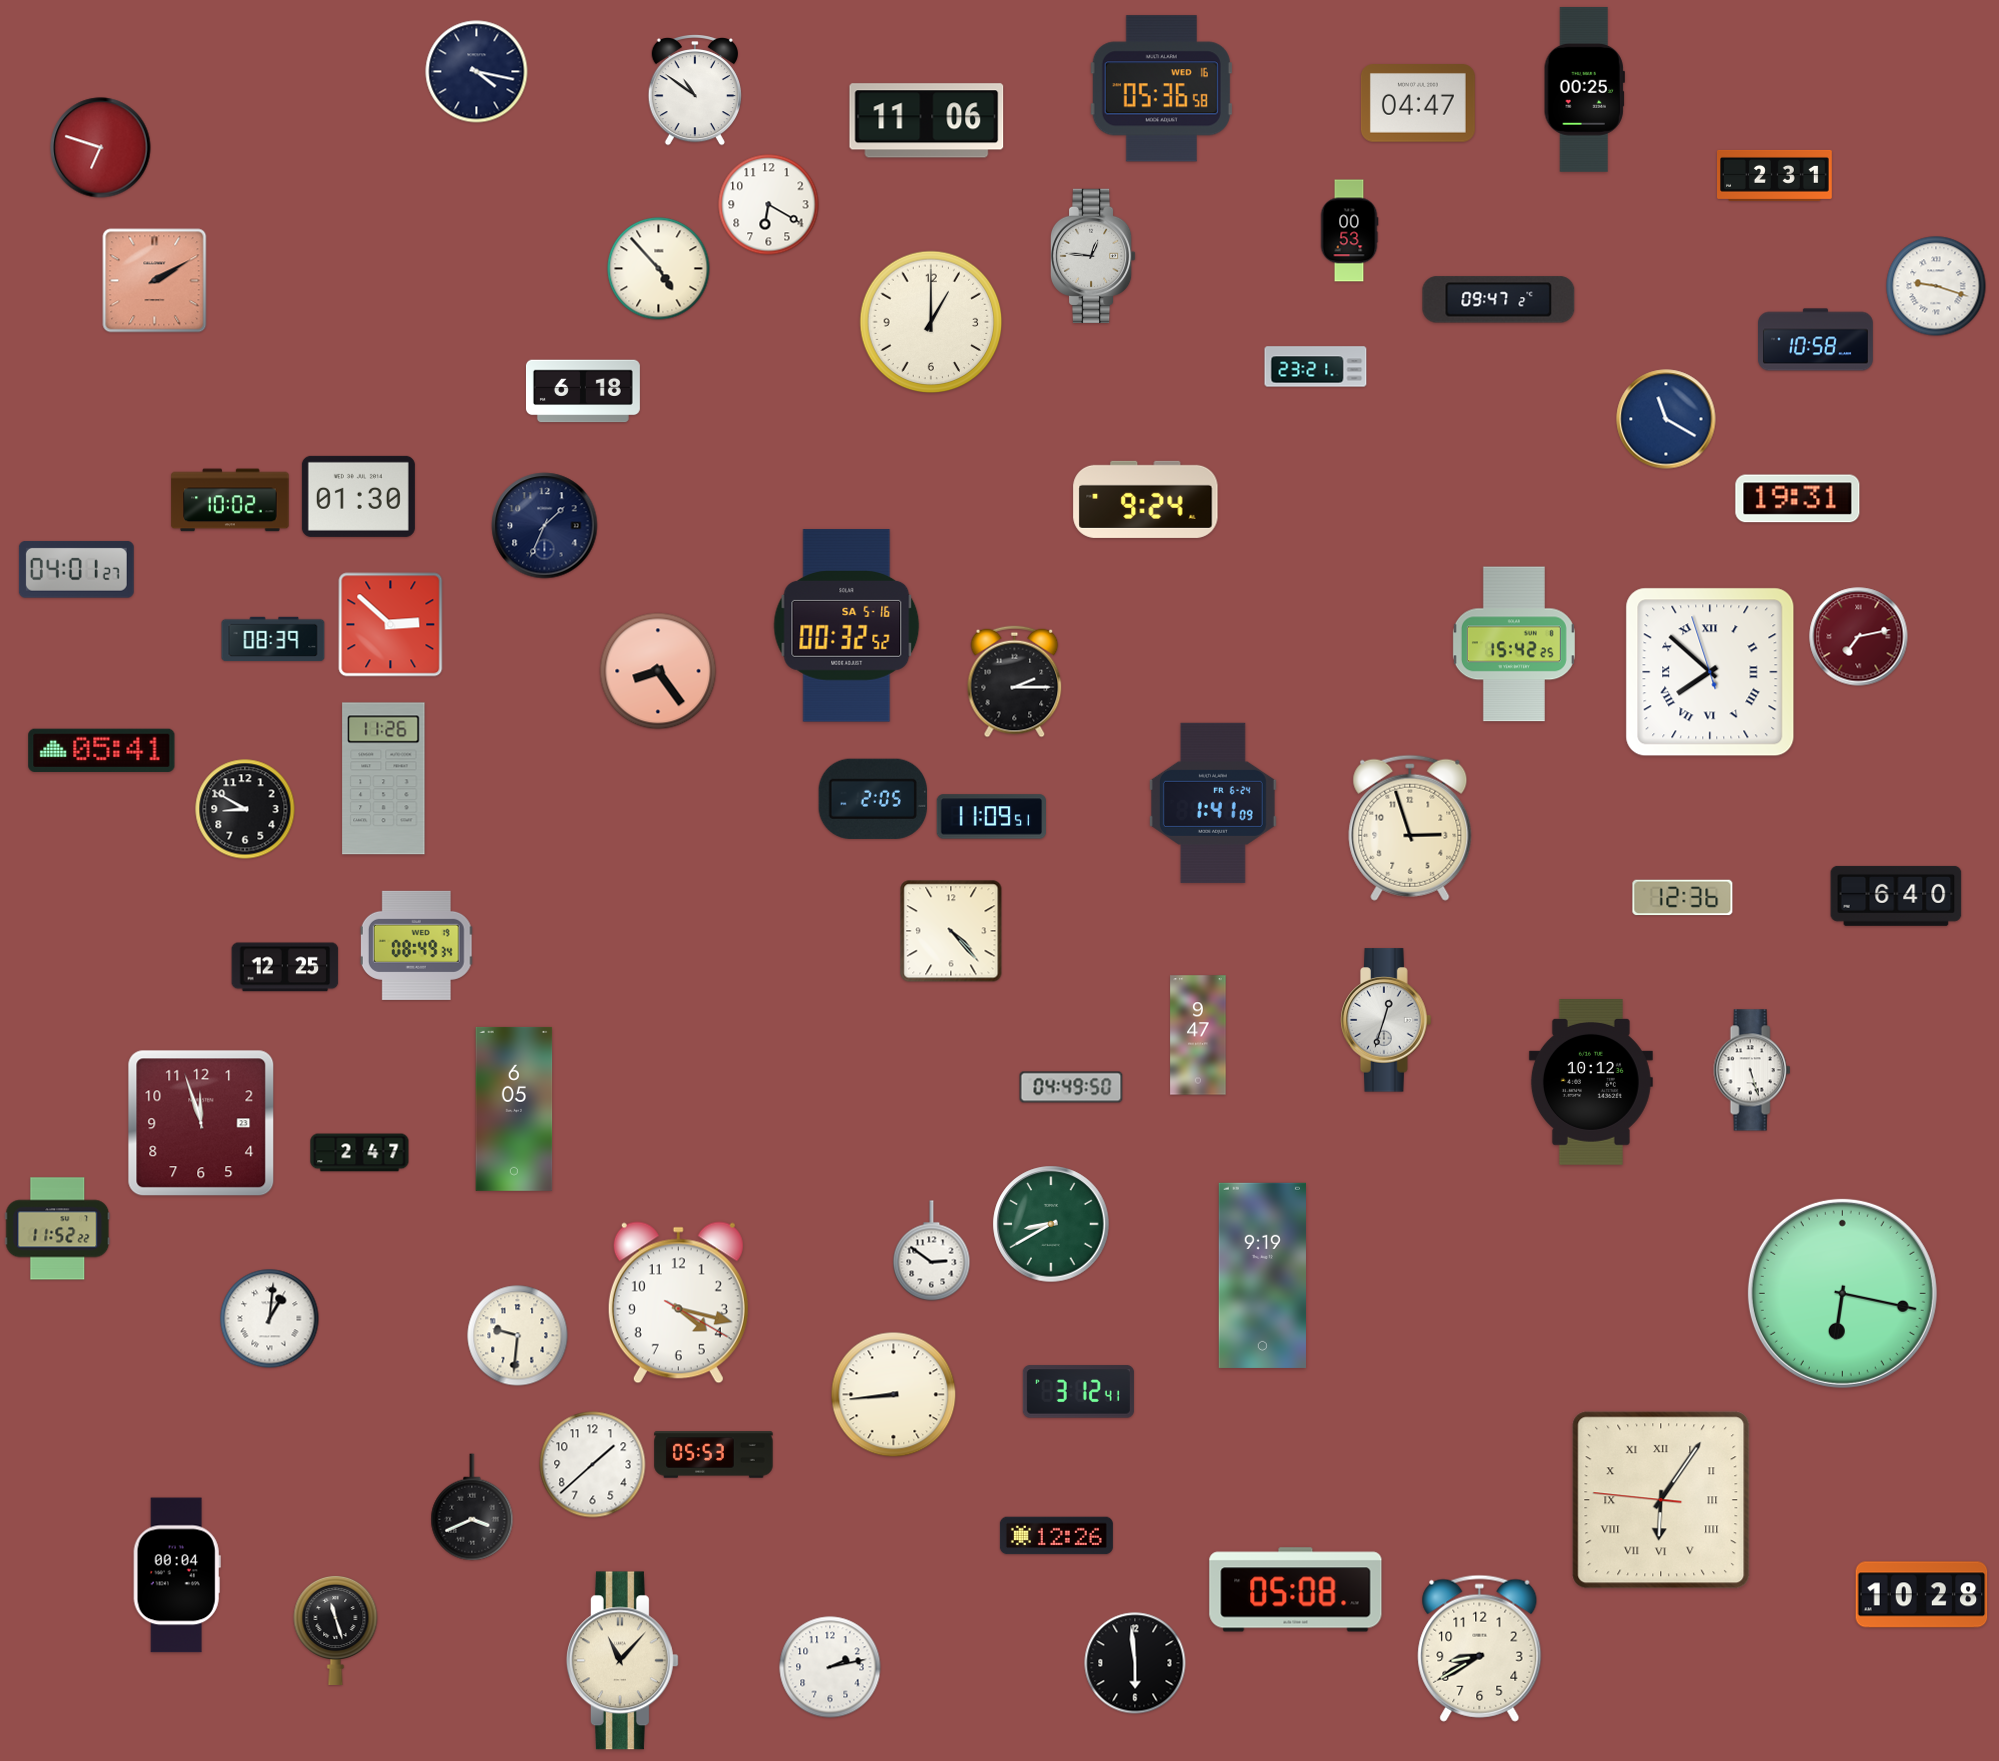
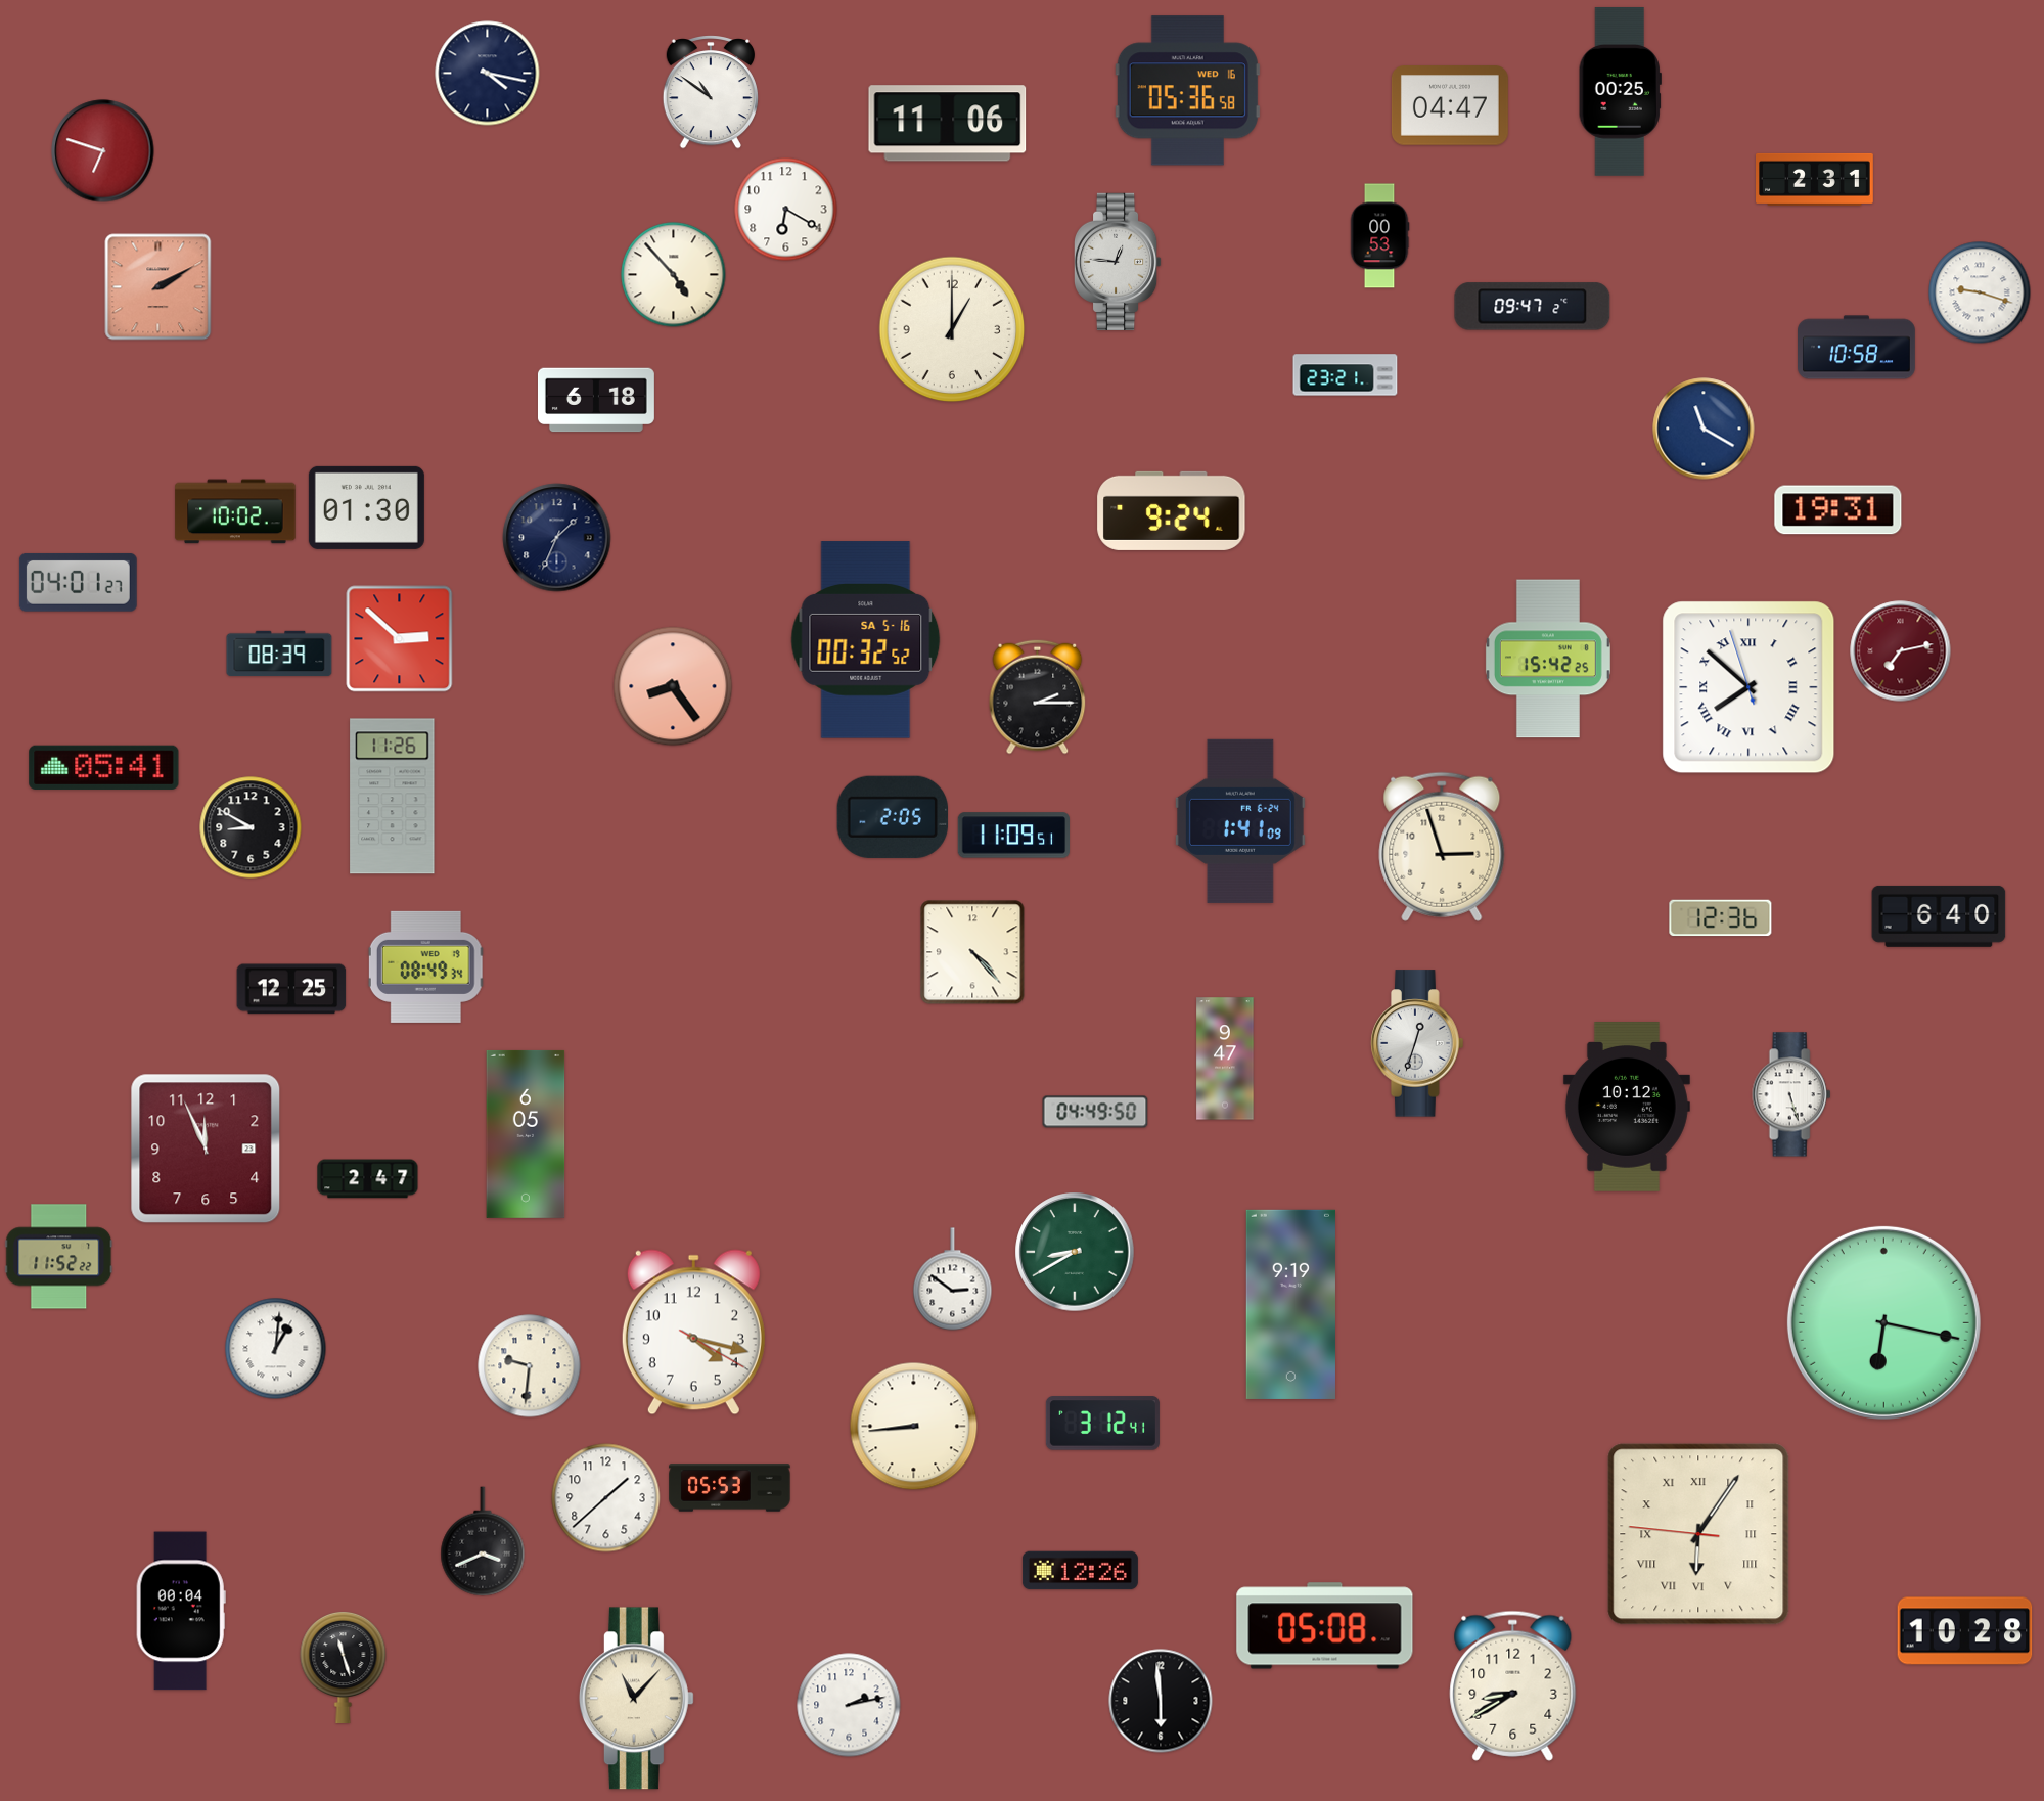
clock at (201, 1123): 11:57 -> 11:56
